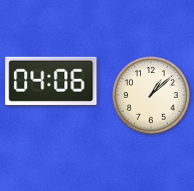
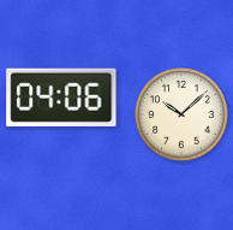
clock at (151, 95): 1:08 -> 10:08
